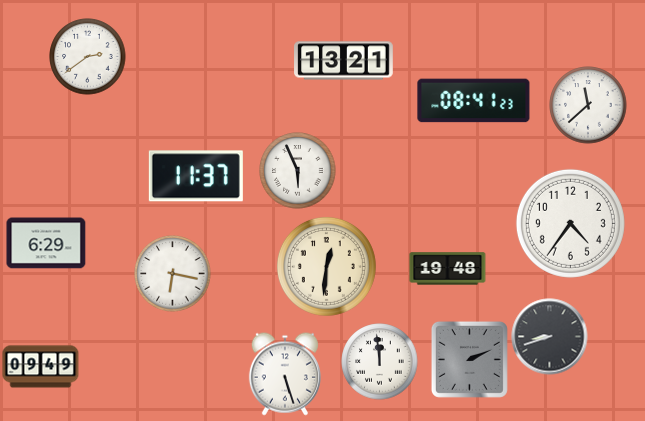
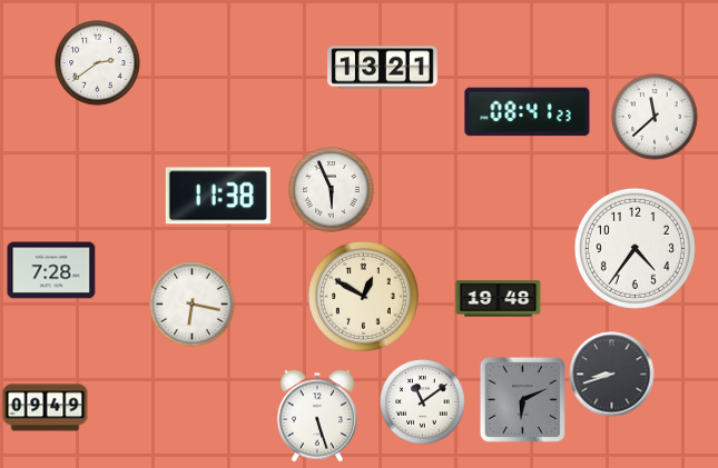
clock at (196, 176): 11:37 -> 11:38
clock at (46, 243): 6:29 -> 7:28
clock at (326, 266): 12:31 -> 12:50
clock at (469, 359): 2:11 -> 6:11
clock at (380, 362): 11:59 -> 11:09
